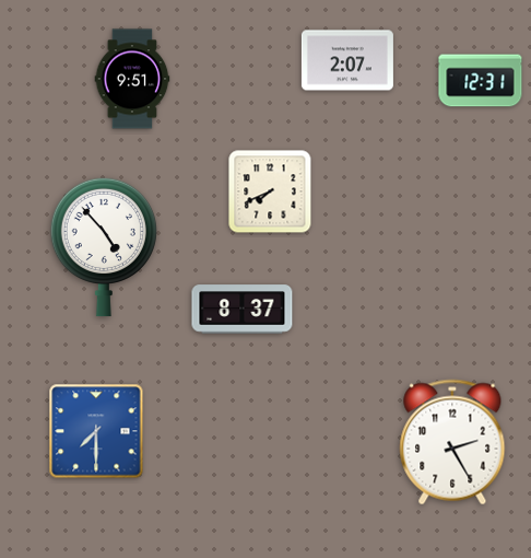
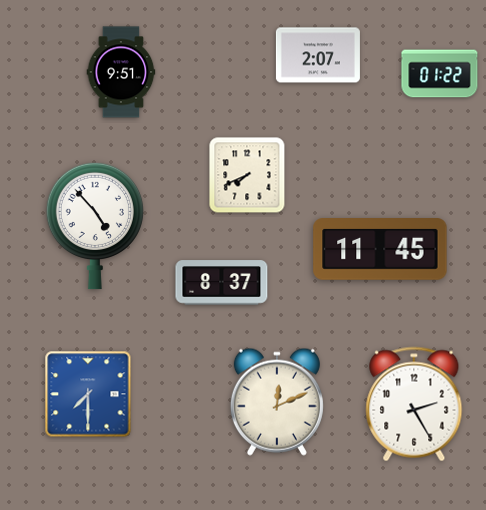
clock at (481, 81): 12:31 -> 01:22
clock at (380, 250): none -> 11:45
clock at (277, 402): none -> 12:11
